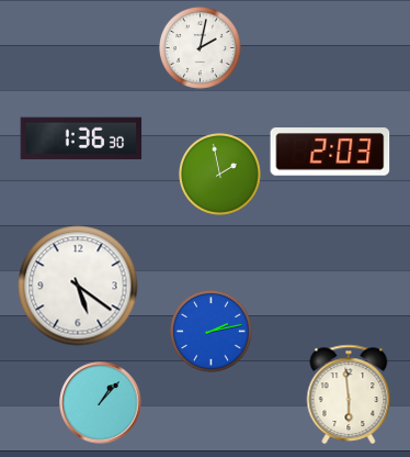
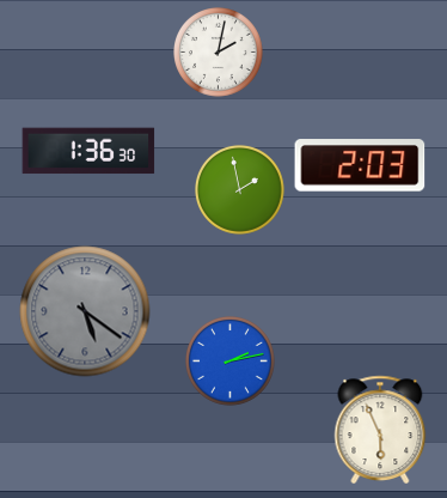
clock at (78, 286) dial: white -> grey
clock at (349, 393): 5:59 -> 5:56
clock at (101, 403): 1:07 -> none
